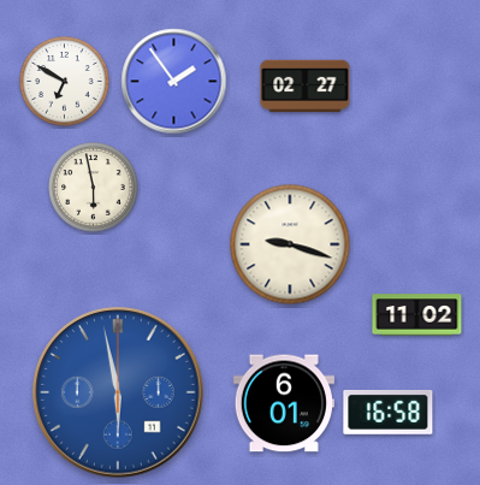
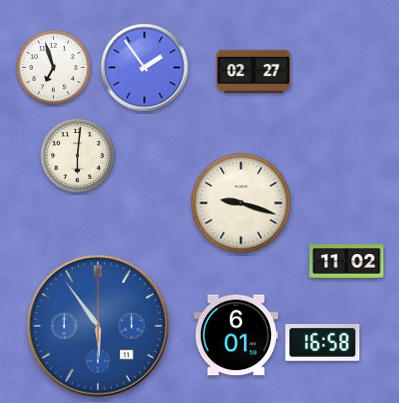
clock at (65, 82): 6:50 -> 6:57
clock at (94, 188): 5:58 -> 6:01
clock at (118, 392): 5:58 -> 5:54
